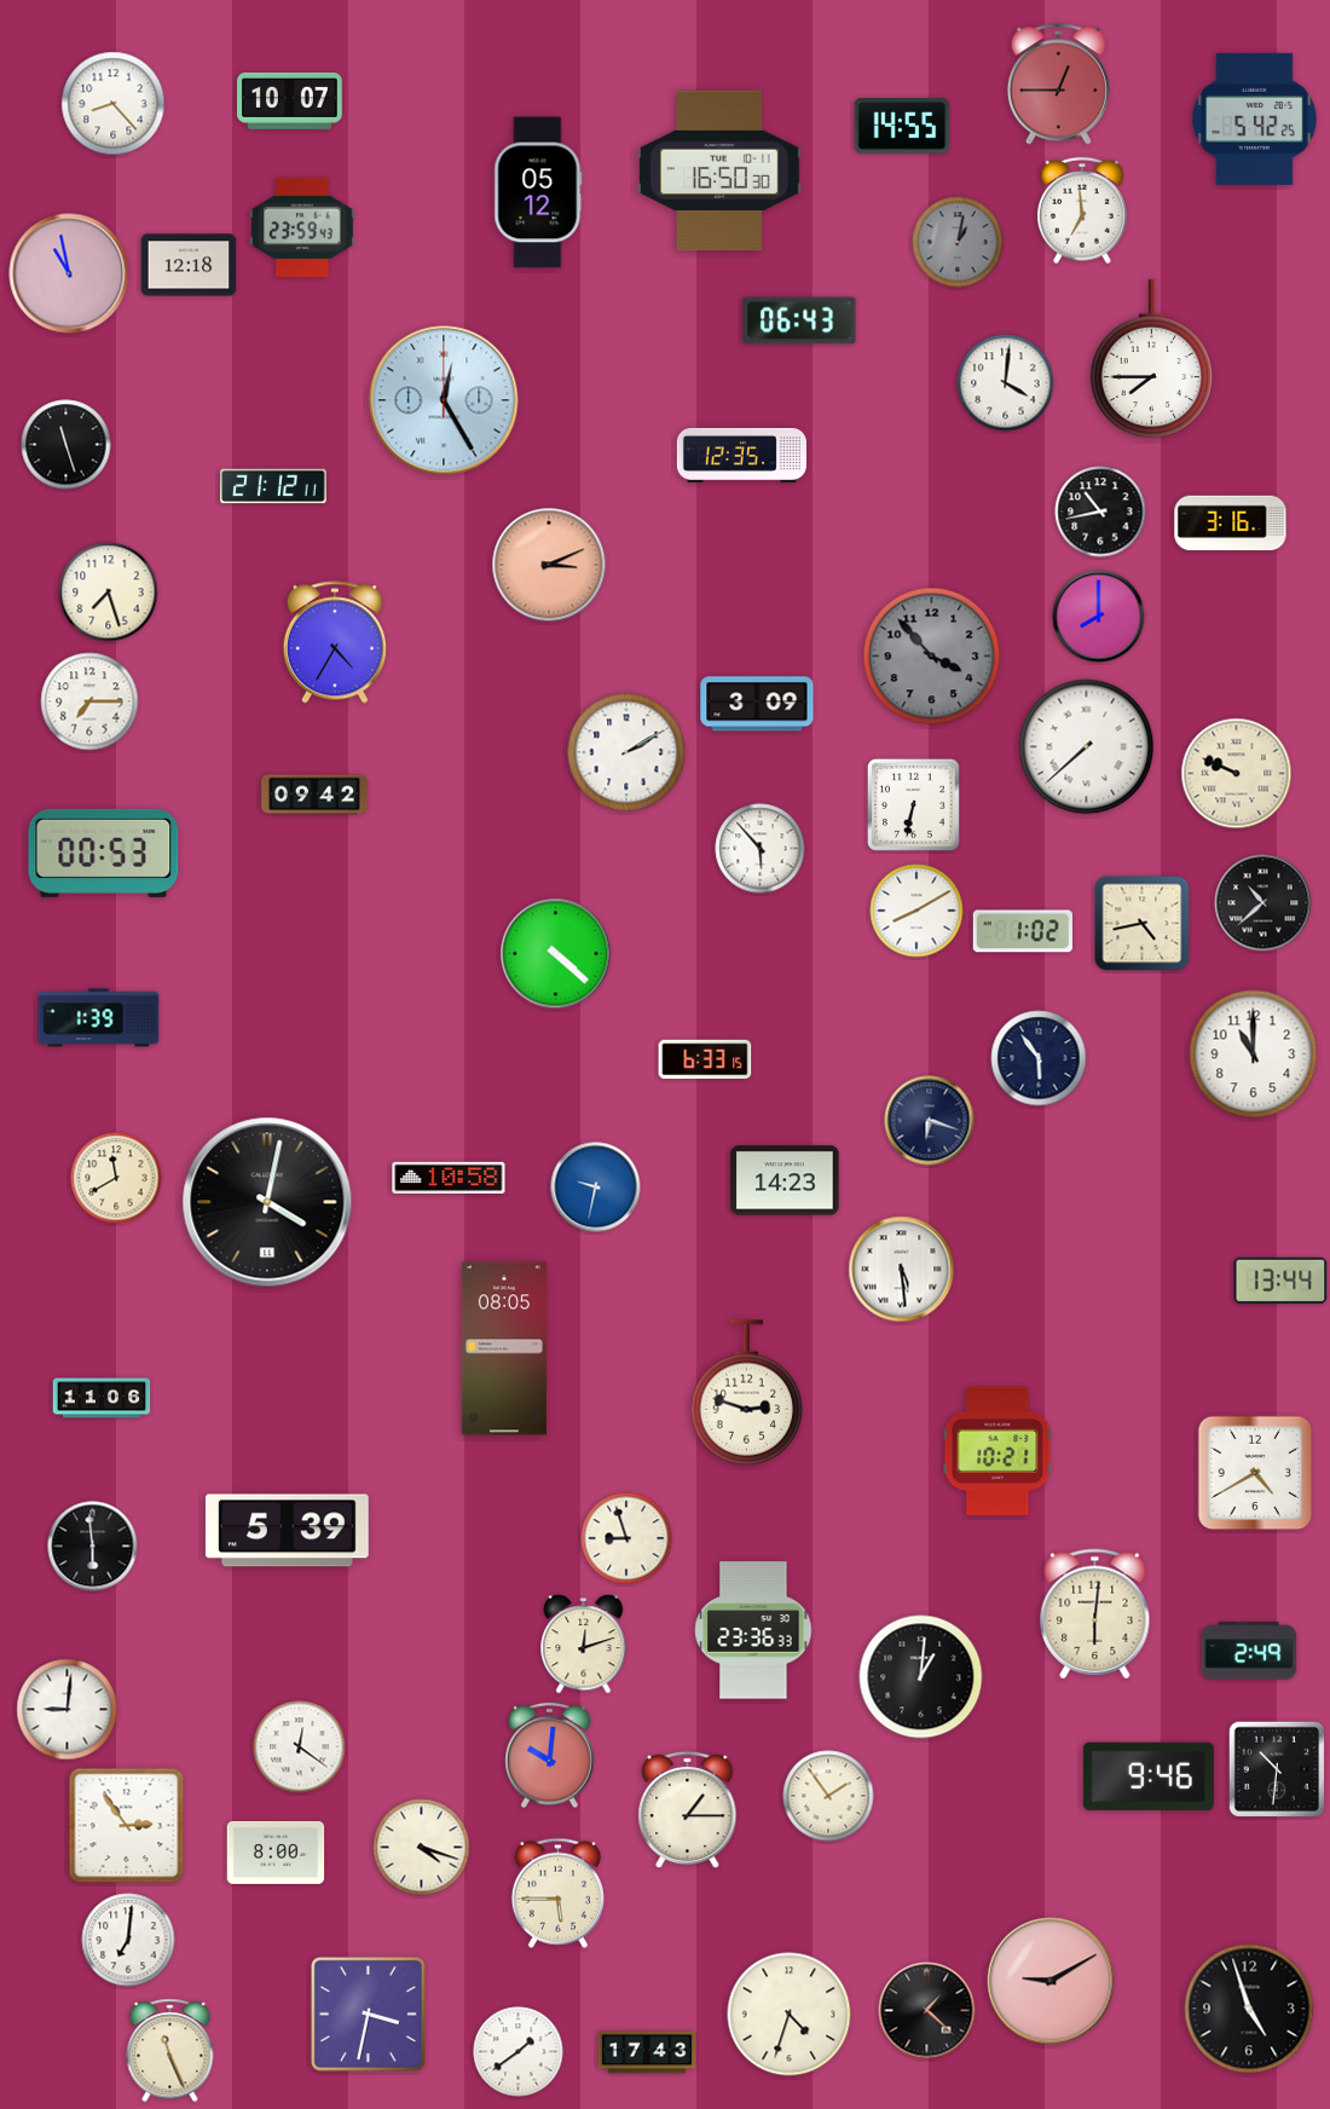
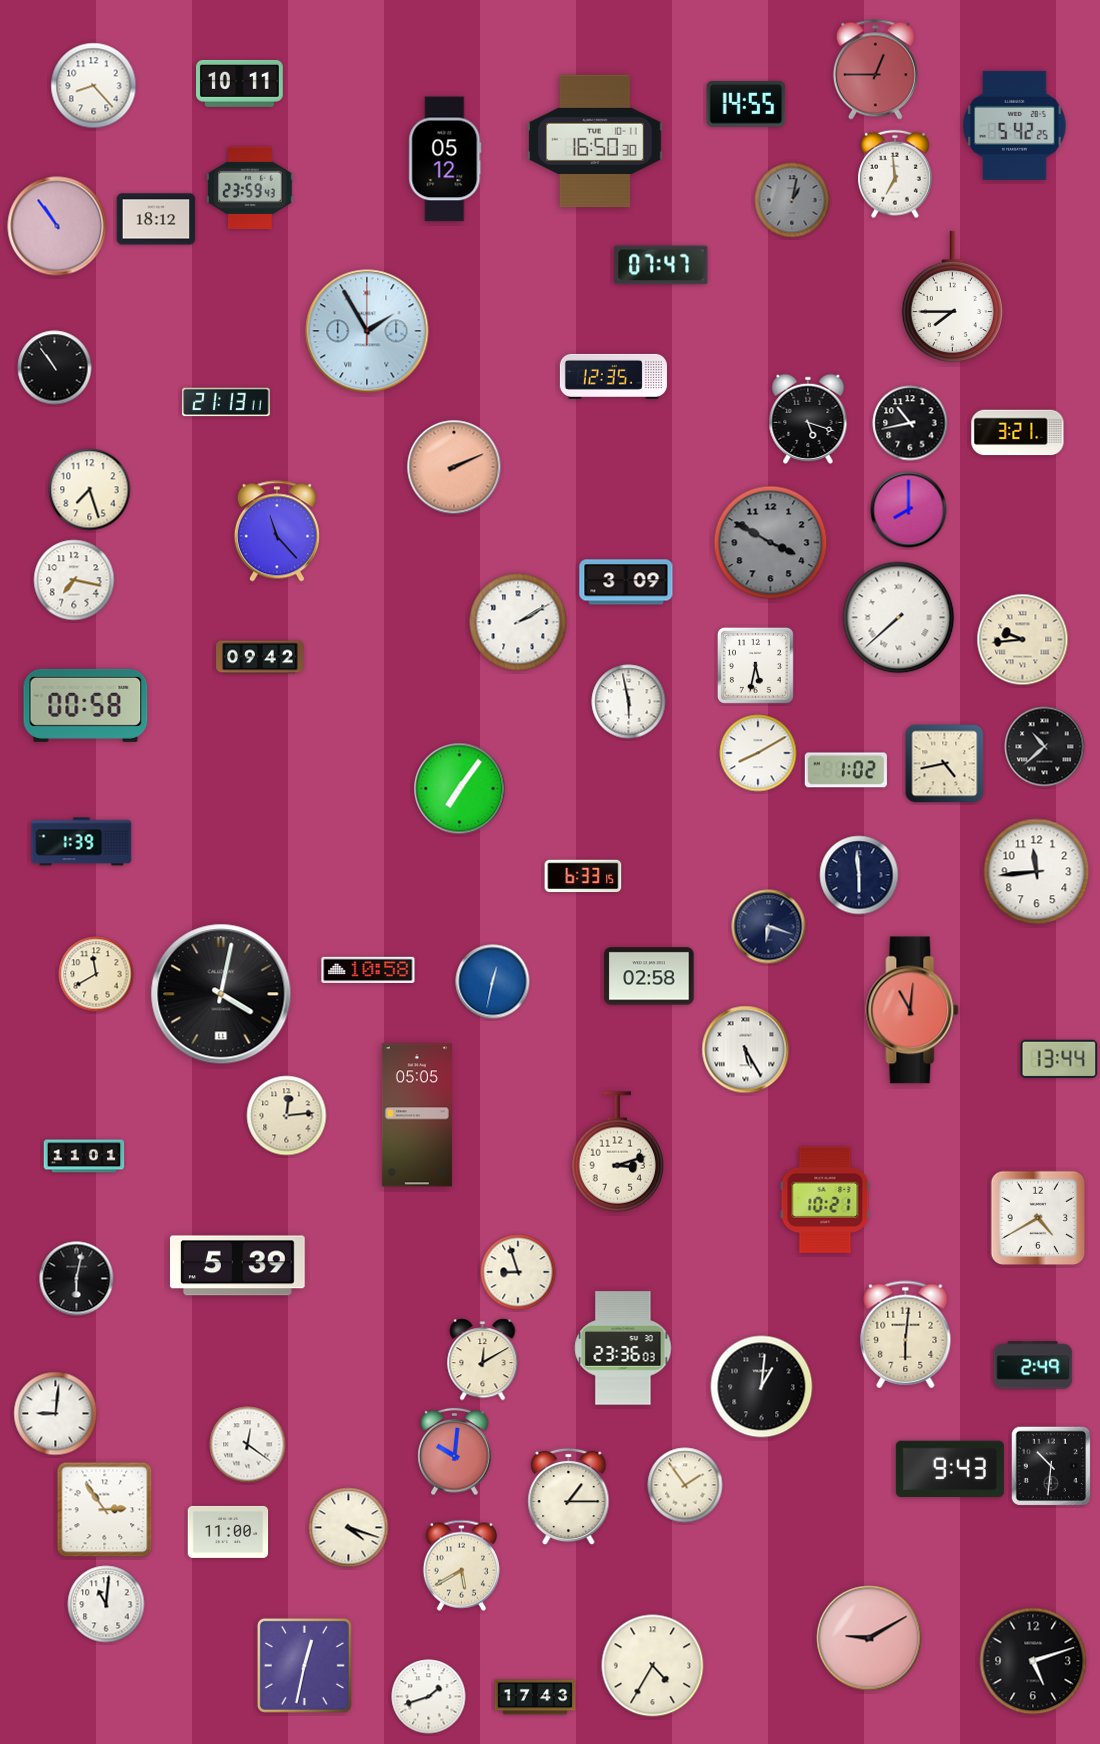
clock at (290, 100): 10:07 -> 10:11
clock at (1255, 119) position: (1255, 119) -> (1015, 125)
clock at (189, 265): 12:18 -> 18:12
clock at (69, 273): 10:58 -> 10:54
clock at (799, 320): 06:43 -> 07:47
clock at (1006, 383): 4:01 -> none
clock at (444, 400): 12:25 -> 1:55
clock at (66, 445): 11:27 -> 10:54
clock at (273, 486): 21:12 -> 21:13
clock at (808, 419): none -> 5:18
clock at (1231, 524): 3:16 -> 3:21
clock at (549, 565): 3:11 -> 2:11
clock at (335, 642): 4:35 -> 11:23
clock at (932, 657): 3:53 -> 3:50
clock at (89, 701): 7:15 -> 7:17
clock at (1237, 774): 9:49 -> 9:44
clock at (913, 804): 6:32 -> 5:32
clock at (761, 849): 5:53 -> 5:58
clock at (104, 853): 00:53 -> 00:58
clock at (556, 954): 4:22 -> 7:06
clock at (1254, 1054): 11:00 -> 11:44
clock at (1039, 1058): 5:54 -> 5:59
clock at (449, 1178) position: (449, 1178) -> (368, 970)
clock at (785, 1180): 14:23 -> 02:58
clock at (596, 1188): 9:32 -> 12:32
clock at (912, 1010): none -> 11:01
clock at (902, 1270): 5:29 -> 5:25
clock at (504, 1348): 08:05 -> 05:05
clock at (287, 1116): none -> 12:14
clock at (747, 1393): 2:48 -> 3:12
clock at (102, 1398): 11:06 -> 11:01
clock at (93, 1547): 5:59 -> 6:02
clock at (753, 1630): 23:36:33 -> 23:36:03
clock at (584, 1645): 12:12 -> 12:10
clock at (1276, 1768) position: (1276, 1768) -> (1050, 1465)
clock at (1149, 1776): 9:46 -> 9:43
clock at (276, 1853): 8:00 -> 11:00
clock at (557, 1893): 5:45 -> 5:40
clock at (128, 1940): 7:01 -> 11:01
clock at (1249, 2009): 4:57 -> 5:12
clock at (927, 2011): 1:22 -> none
clock at (368, 2013): 3:32 -> 12:32
clock at (790, 2015): 4:33 -> 4:35
clock at (170, 2051): 11:26 -> none
clock at (519, 2052): 1:39 -> 1:42
